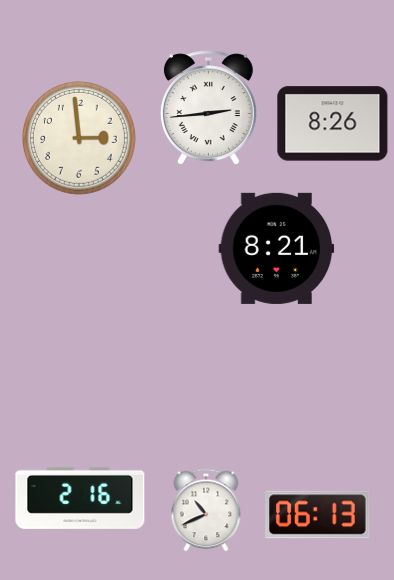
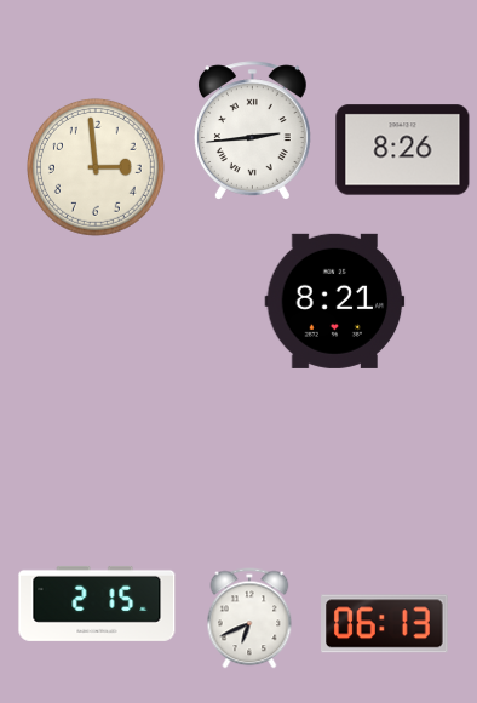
clock at (80, 498): 2:16 -> 2:15
clock at (206, 510): 10:41 -> 6:41
